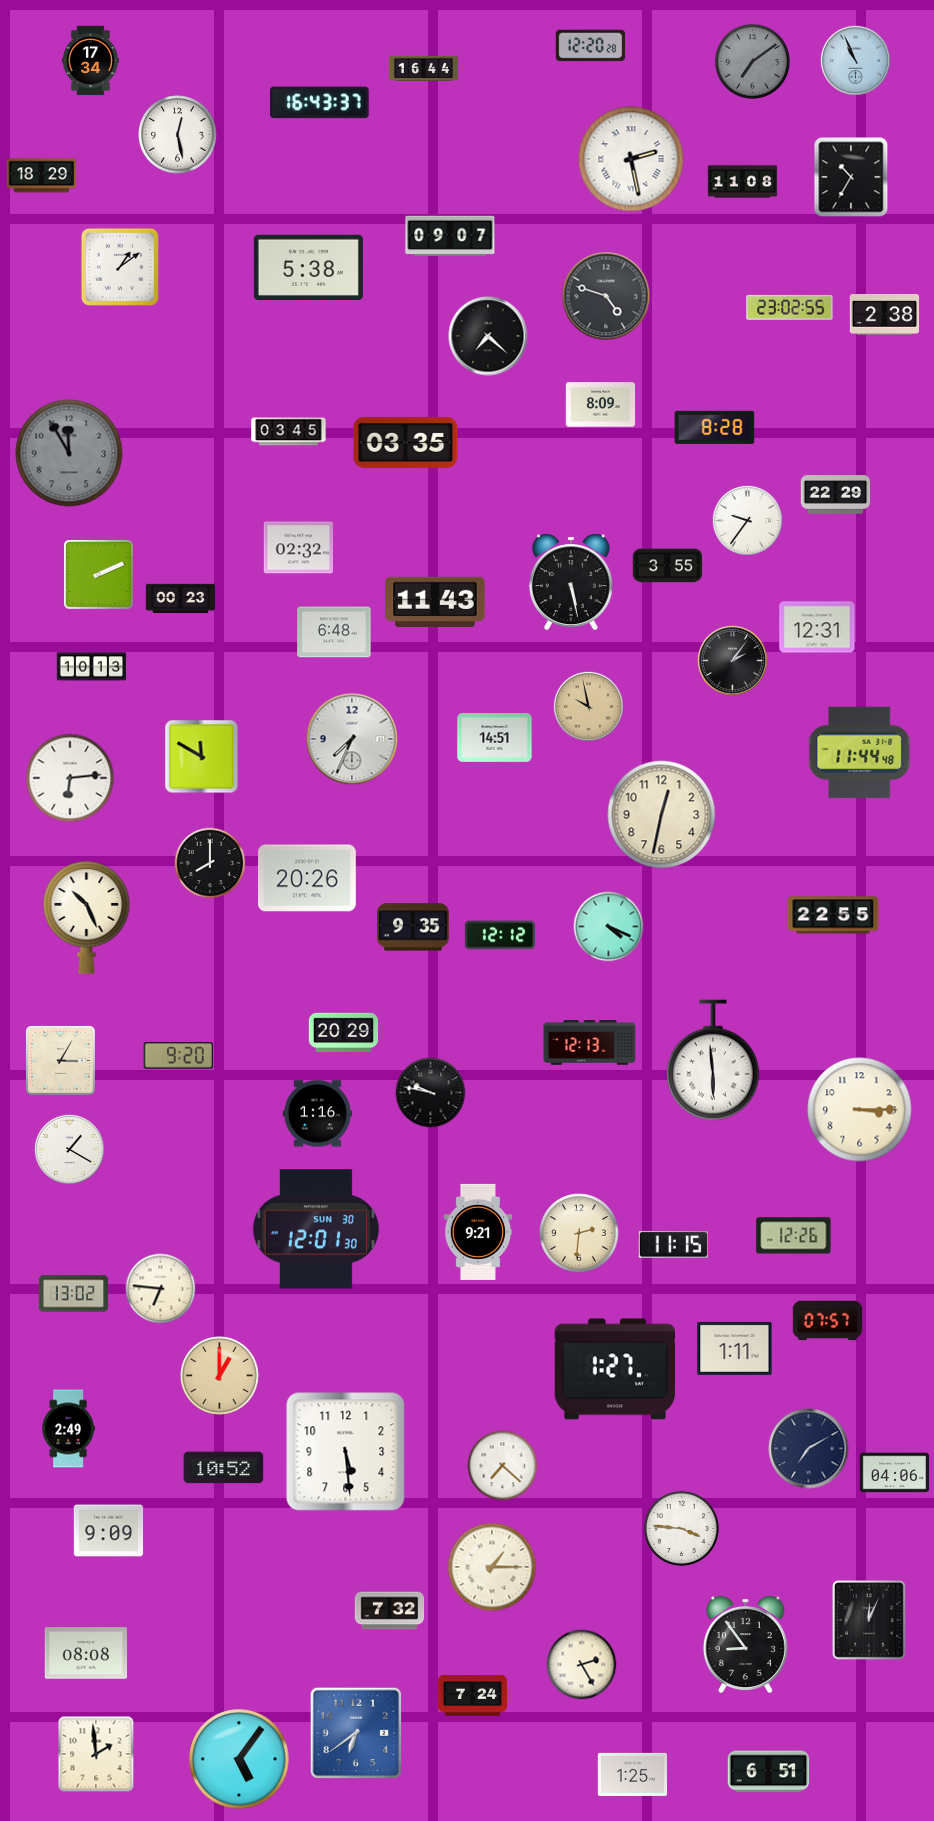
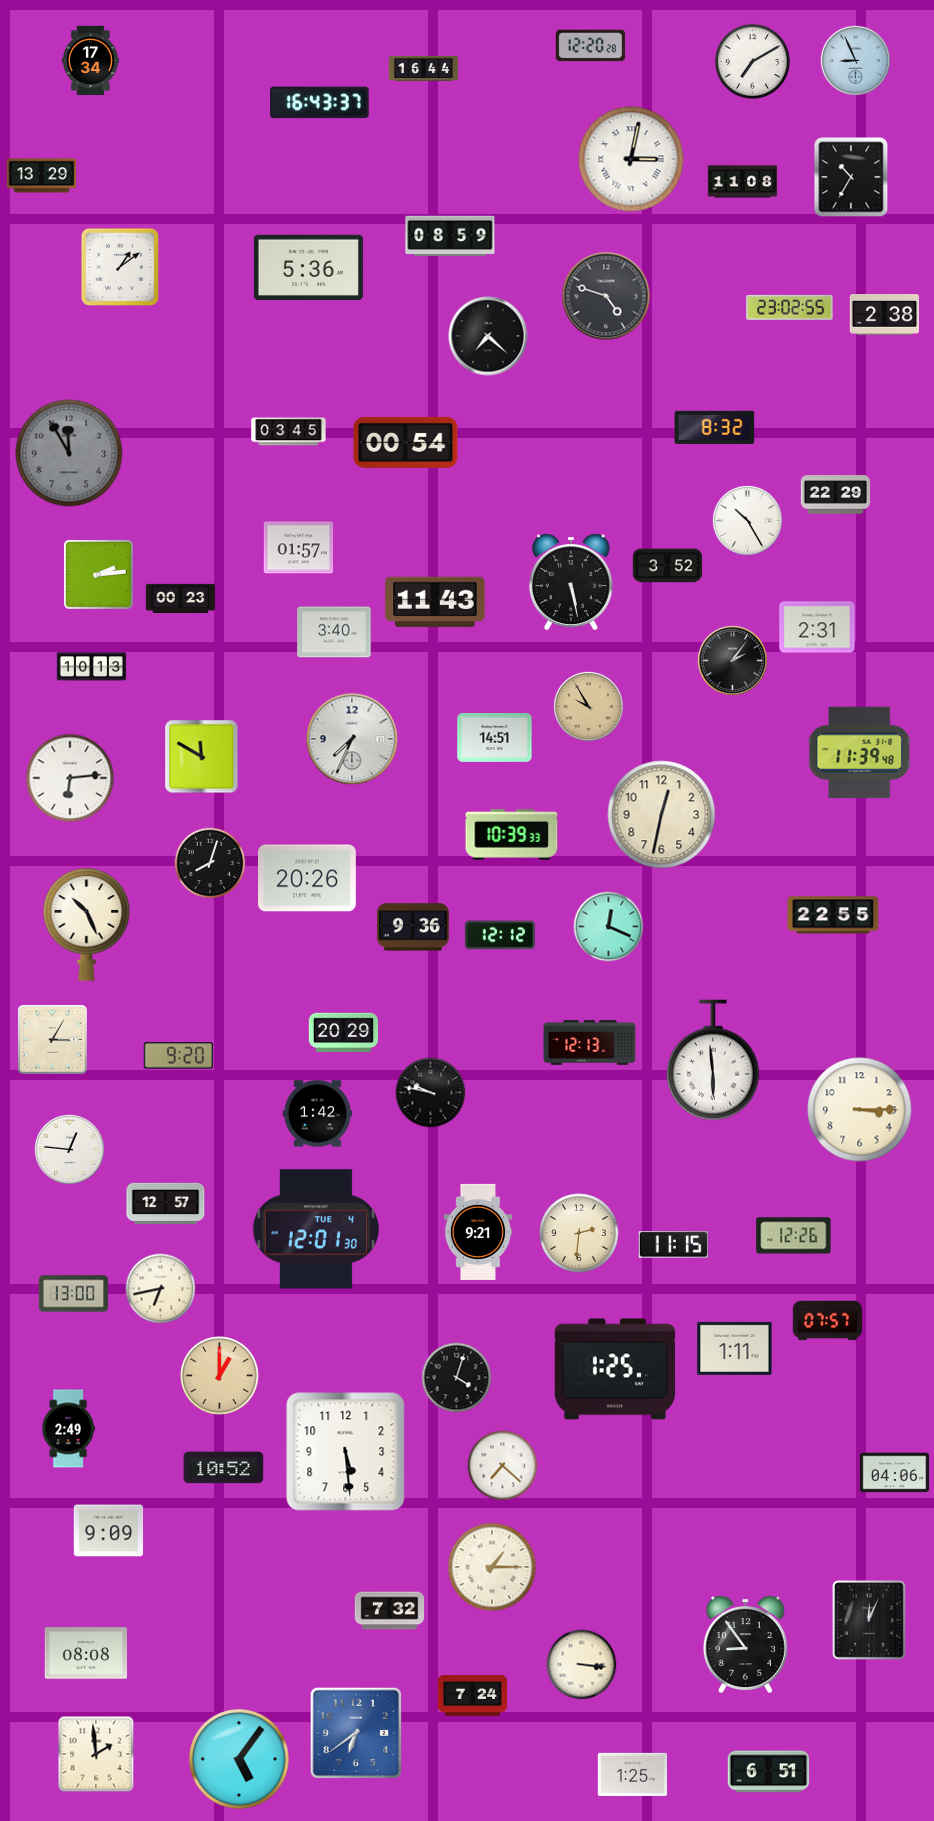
clock at (855, 60): 10:56 -> 8:56
clock at (752, 61): 7:09 -> 7:10
clock at (752, 61) dial: grey -> white
clock at (178, 135): 12:28 -> none
clock at (631, 159): 2:28 -> 3:02
clock at (42, 176): 18:29 -> 13:29
clock at (450, 236): 09:07 -> 08:59
clock at (308, 267): 5:38 -> 5:36
clock at (601, 405): 8:09 -> none
clock at (715, 427): 8:28 -> 8:32
clock at (406, 442): 03:35 -> 00:54
clock at (747, 520): 9:36 -> 10:25
clock at (299, 548): 02:32 -> 01:57
clock at (668, 566): 3:55 -> 3:52
clock at (99, 575): 2:11 -> 2:14
clock at (817, 627): 12:31 -> 2:31
clock at (334, 632): 6:48 -> 3:40
clock at (588, 706): 9:58 -> 9:55
clock at (860, 753): 11:44 -> 11:39
clock at (512, 835): none -> 10:39
clock at (210, 863): 8:00 -> 8:03
clock at (87, 918) position: (87, 918) -> (87, 925)
clock at (413, 927): 9:35 -> 9:36
clock at (609, 927): 4:19 -> 12:19
clock at (61, 1061) position: (61, 1061) -> (53, 1040)
clock at (318, 1114): 1:16 -> 1:42
clock at (69, 1149): 1:20 -> 12:46
clock at (166, 1203): none -> 12:57
clock at (315, 1229) date: SUN 30 -> TUE 4
clock at (161, 1289): 6:46 -> 6:43
clock at (74, 1294): 13:02 -> 13:00
clock at (615, 1369): 1:27 -> 1:25
clock at (457, 1378): none -> 4:03
clock at (809, 1449): 7:10 -> none
clock at (681, 1528): 3:46 -> none
clock at (582, 1665): 2:25 -> 3:16
